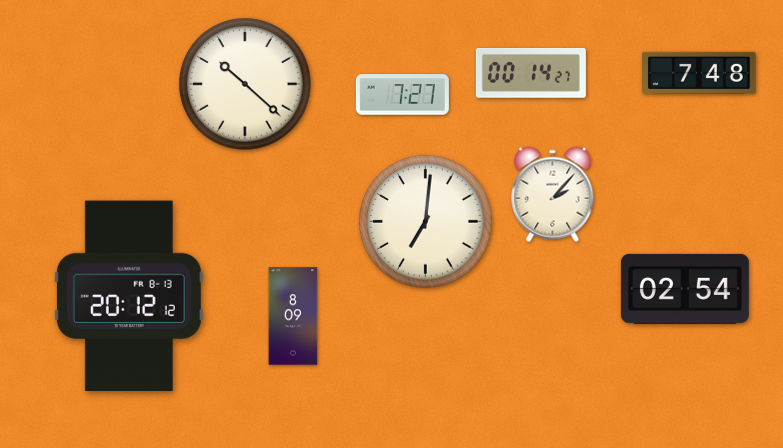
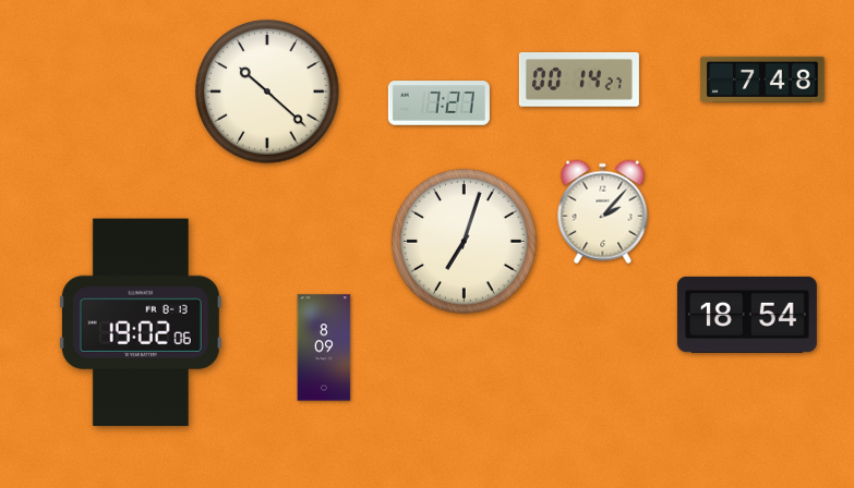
clock at (426, 222): 7:01 -> 7:03
clock at (685, 289): 02:54 -> 18:54
clock at (129, 296): 20:12 -> 19:02
clock at (293, 316) position: (293, 316) -> (324, 347)
